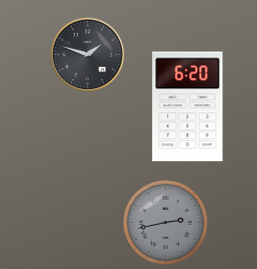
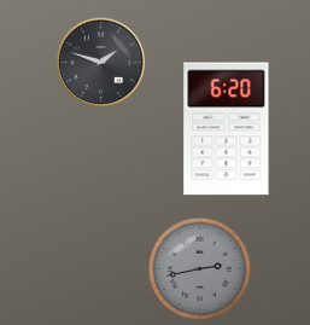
clock at (88, 55) position: (88, 55) -> (101, 63)
